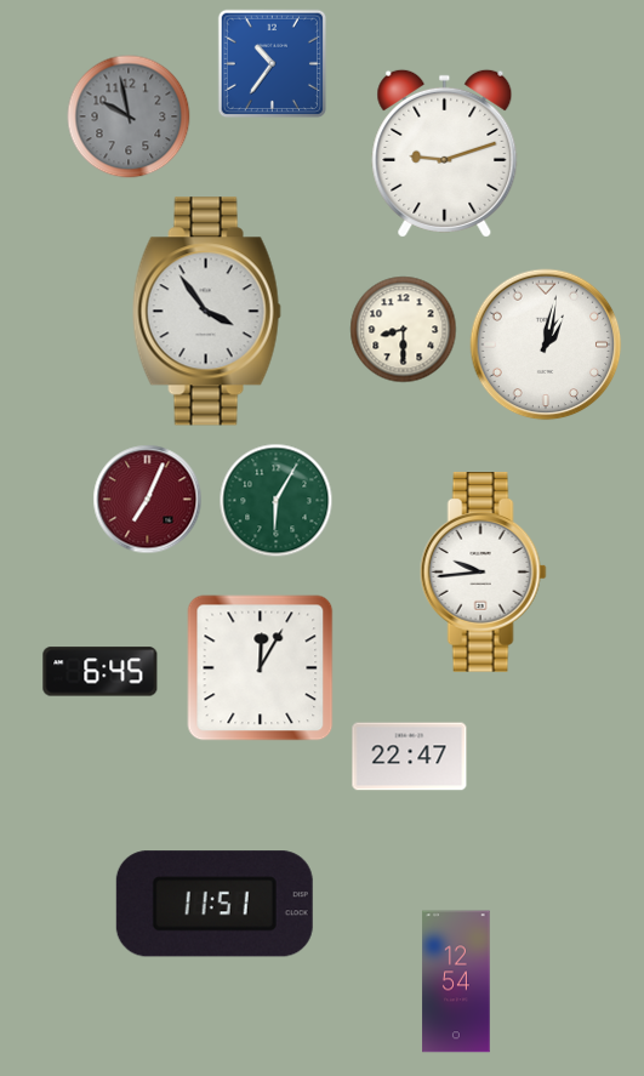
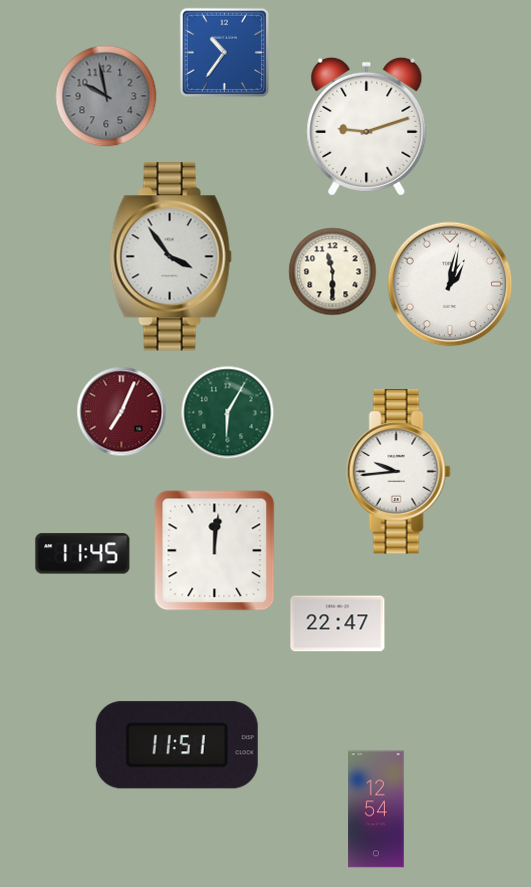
clock at (404, 330): 8:30 -> 11:30
clock at (261, 668): 12:05 -> 12:01
clock at (101, 672): 6:45 -> 11:45
